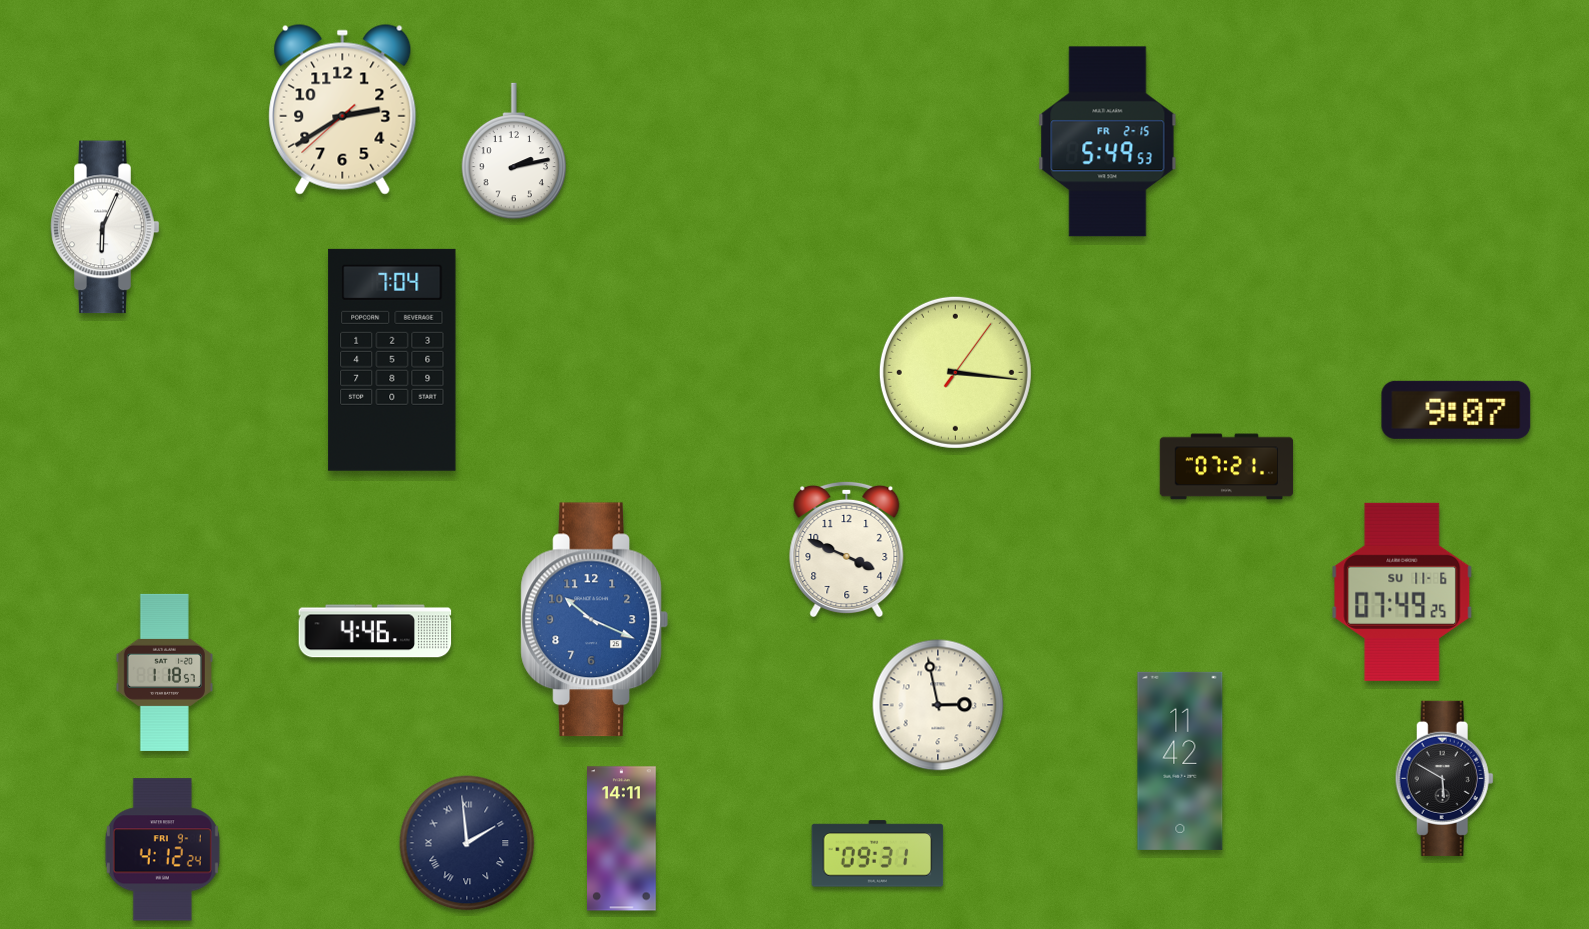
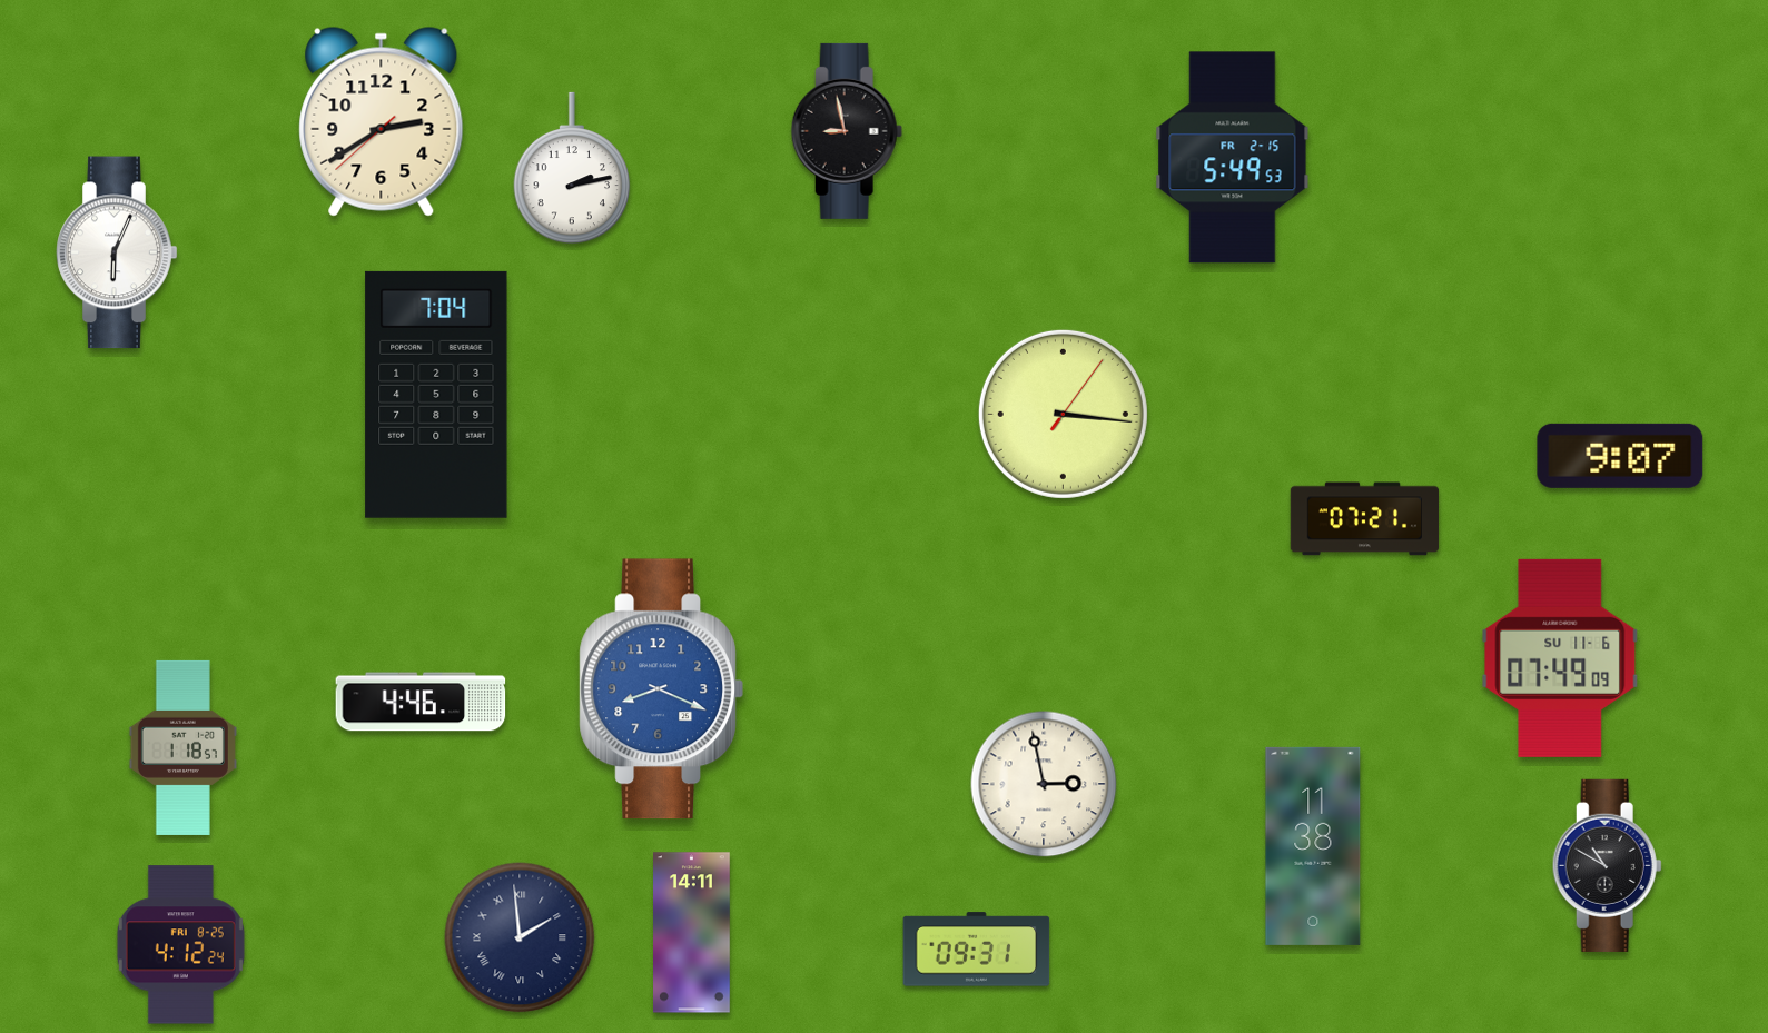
clock at (847, 131): none -> 8:58
clock at (392, 360) position: (392, 360) -> (436, 395)
clock at (847, 548): 3:49 -> none
clock at (1402, 592): 07:49:25 -> 07:49:09
clock at (594, 620): 10:19 -> 8:19
clock at (375, 631) position: (375, 631) -> (421, 702)
clock at (1180, 761): 11:42 -> 11:38
clock at (1444, 778): 5:50 -> 10:50
clock at (162, 850) date: FRI 9-1 -> FRI 8-25
